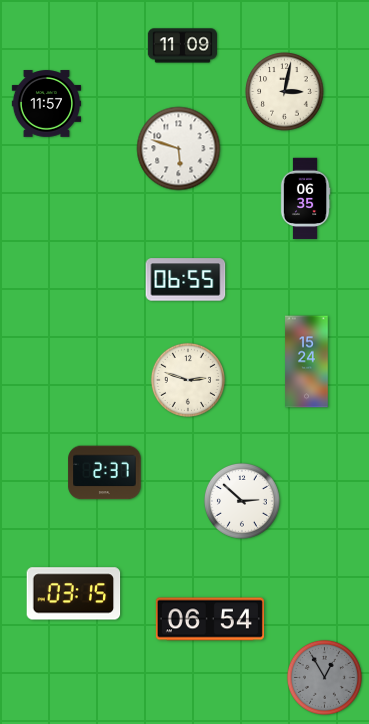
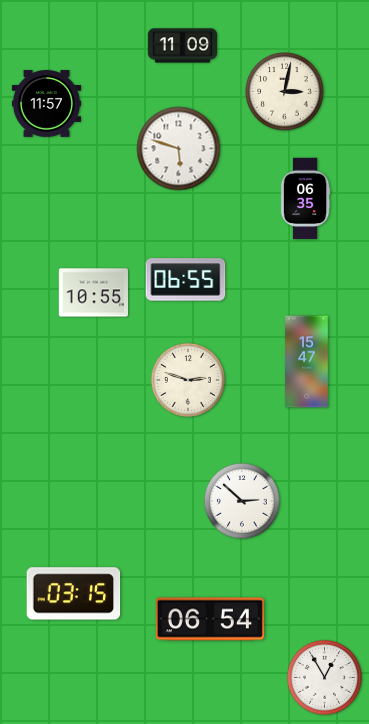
clock at (93, 293): none -> 10:55
clock at (307, 362): 15:24 -> 15:47
clock at (105, 473): 2:37 -> none
clock at (324, 677) dial: grey -> white
